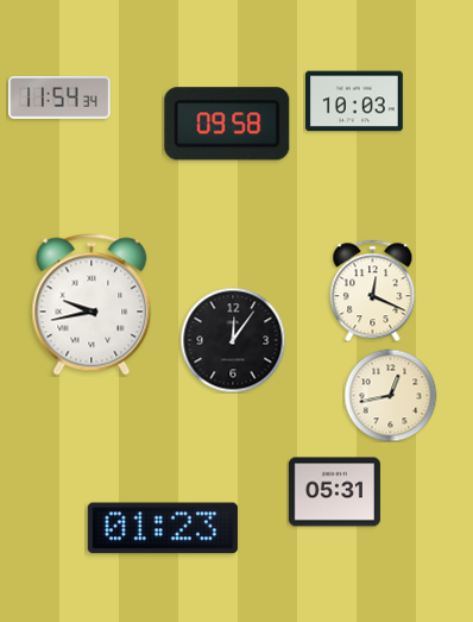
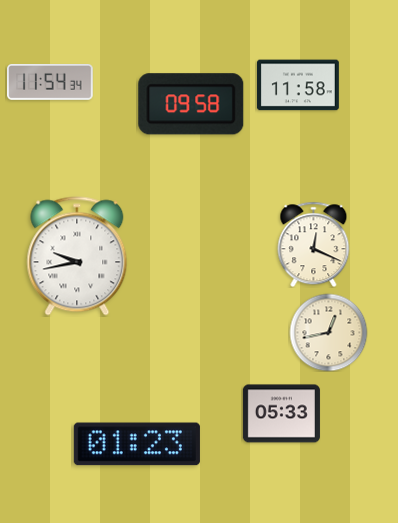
clock at (354, 101): 10:03 -> 11:58
clock at (233, 340): 12:06 -> none
clock at (334, 492): 05:31 -> 05:33
